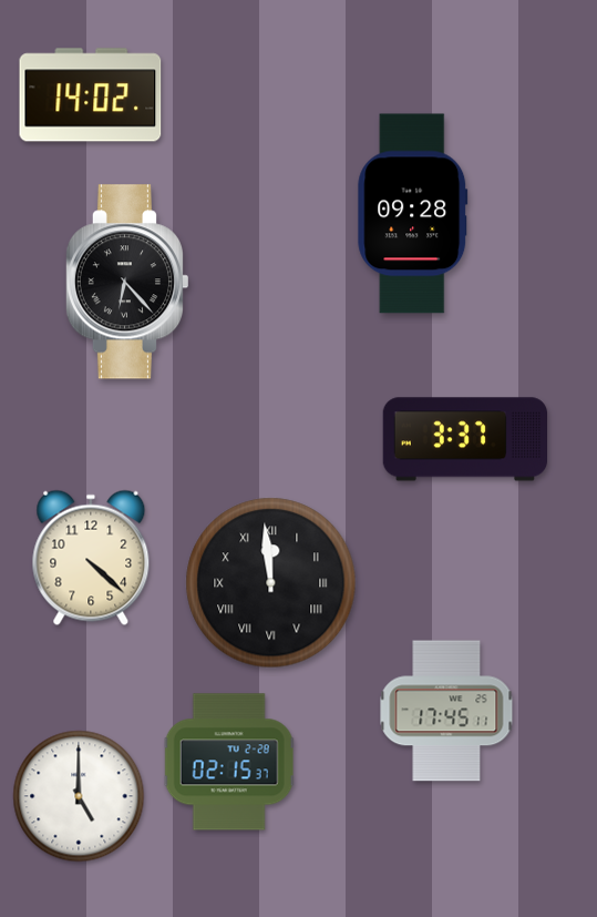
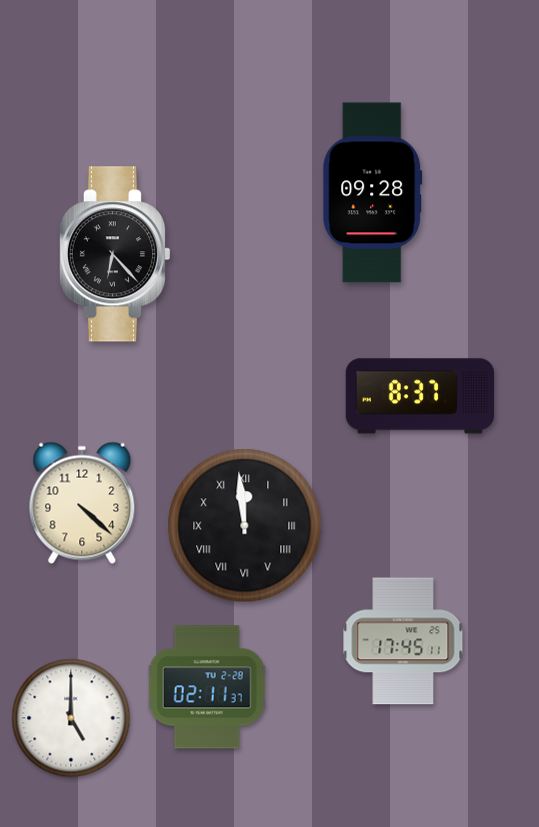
clock at (91, 95): 14:02 -> none
clock at (464, 439): 3:37 -> 8:37
clock at (229, 762): 02:15 -> 02:11
